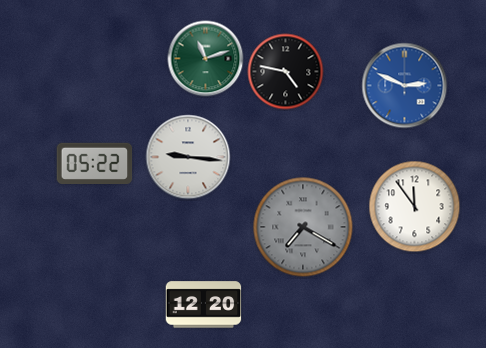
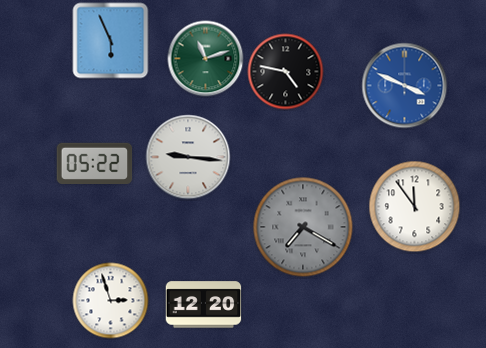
clock at (111, 41): none -> 5:56
clock at (405, 86): 2:49 -> 3:49
clock at (111, 301): none -> 2:57
